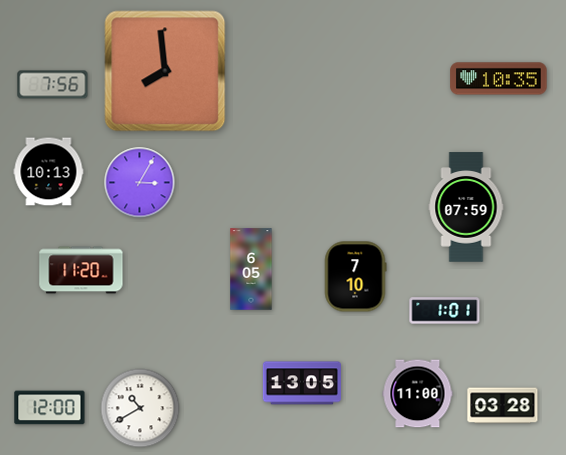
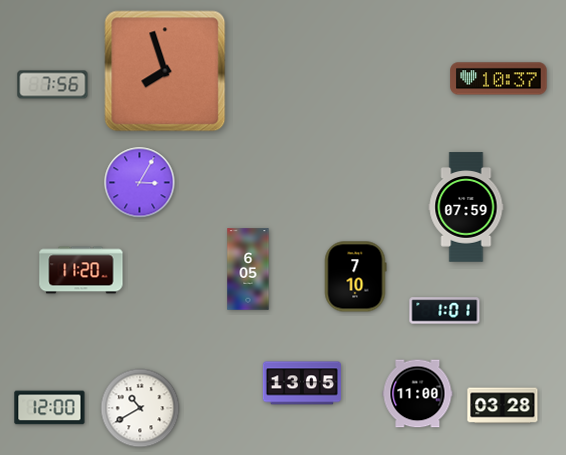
clock at (165, 71): 7:59 -> 7:57
clock at (499, 79): 10:35 -> 10:37
clock at (49, 172): 10:13 -> none
clock at (251, 269) position: (251, 269) -> (248, 269)
